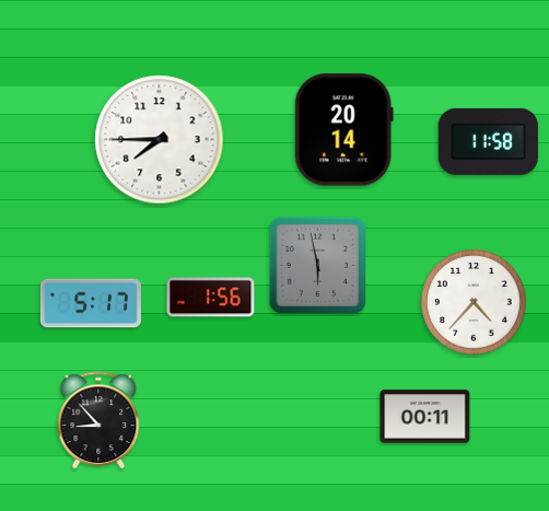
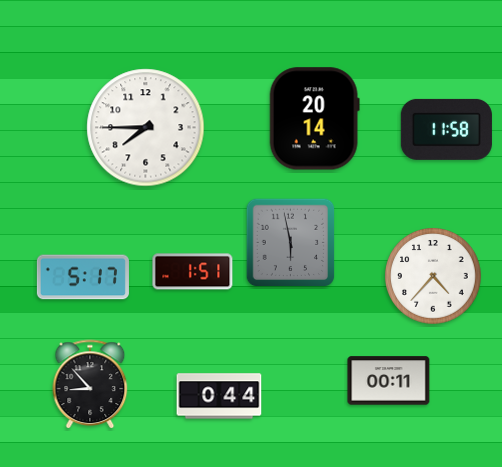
clock at (211, 298): 1:56 -> 1:51
clock at (219, 396): none -> 0:44
